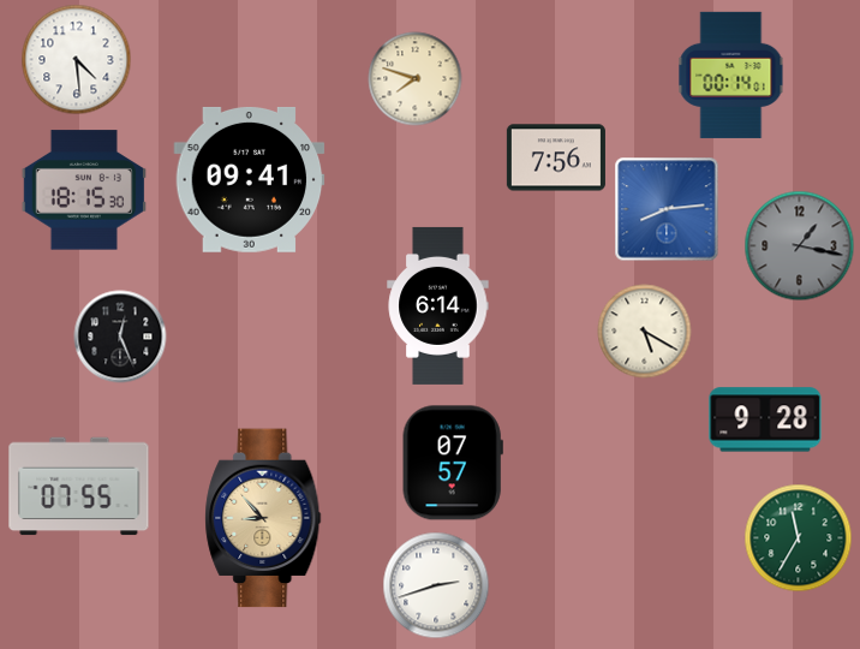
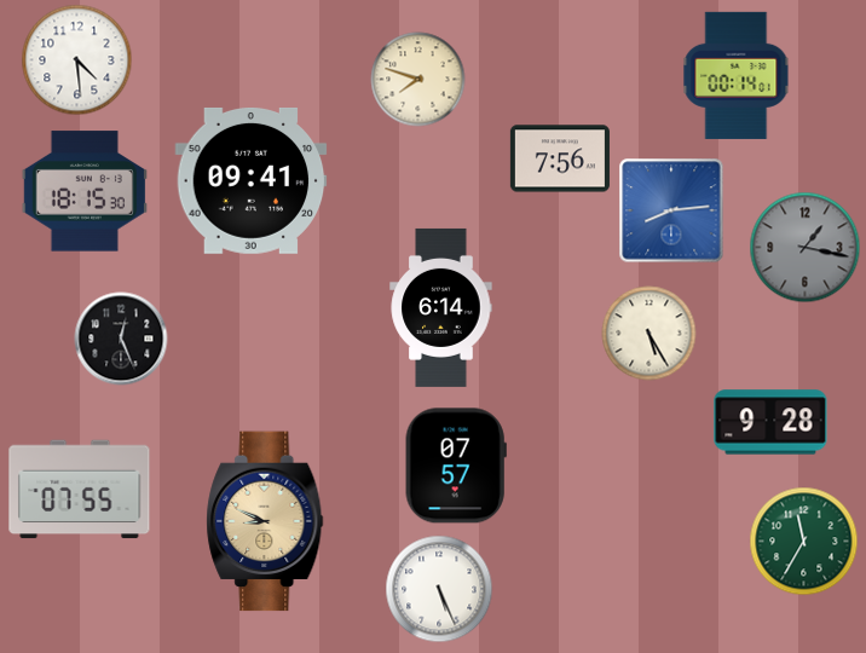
clock at (645, 332): 5:20 -> 5:25
clock at (263, 518): 8:53 -> 8:49
clock at (436, 585): 2:42 -> 5:26
